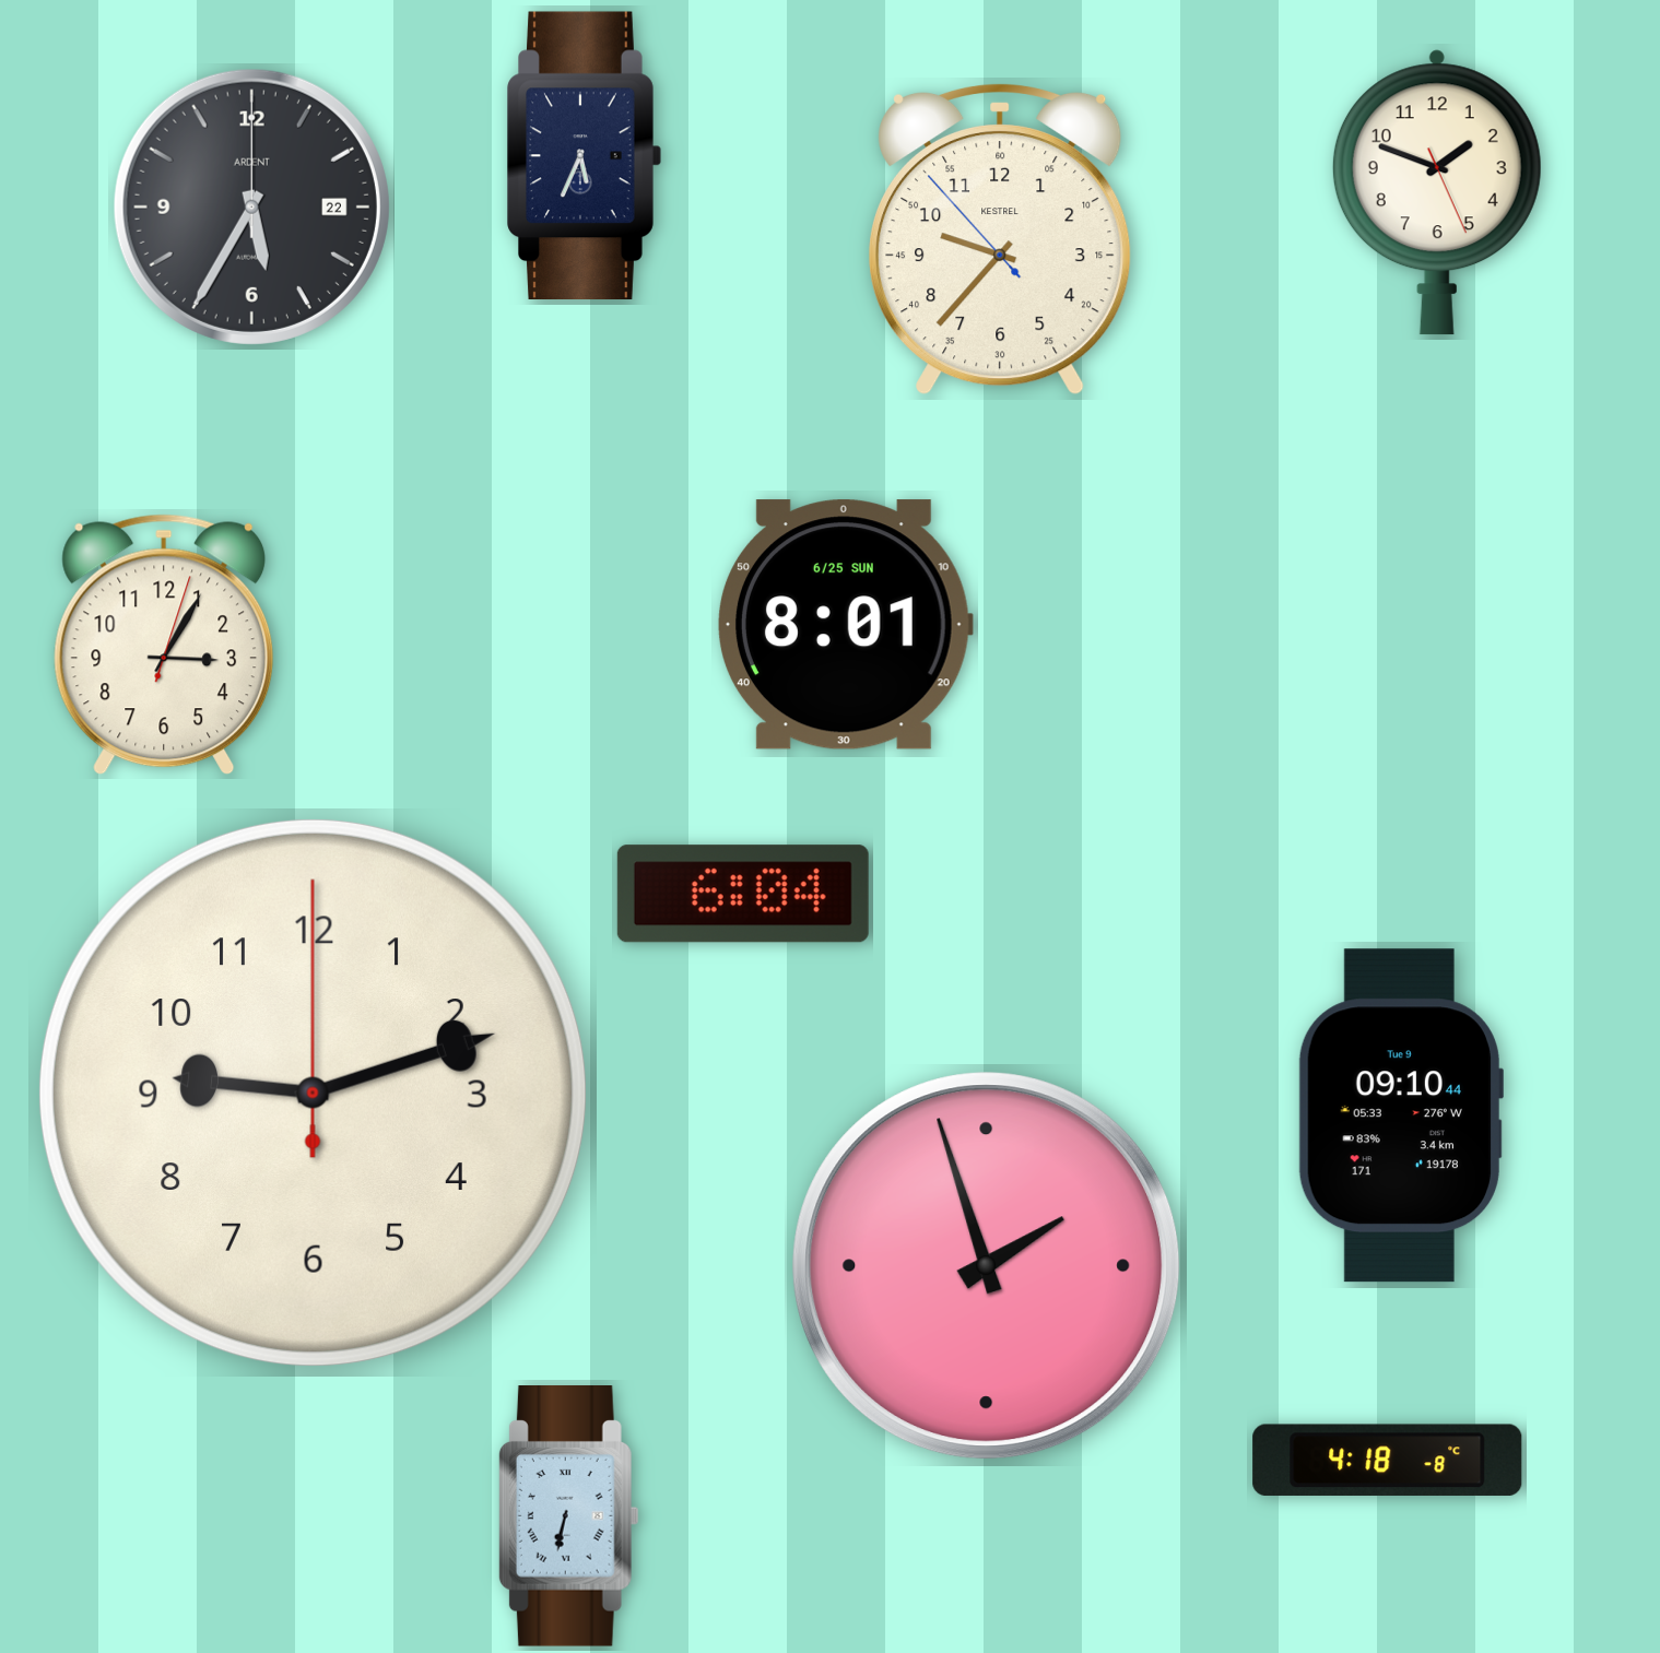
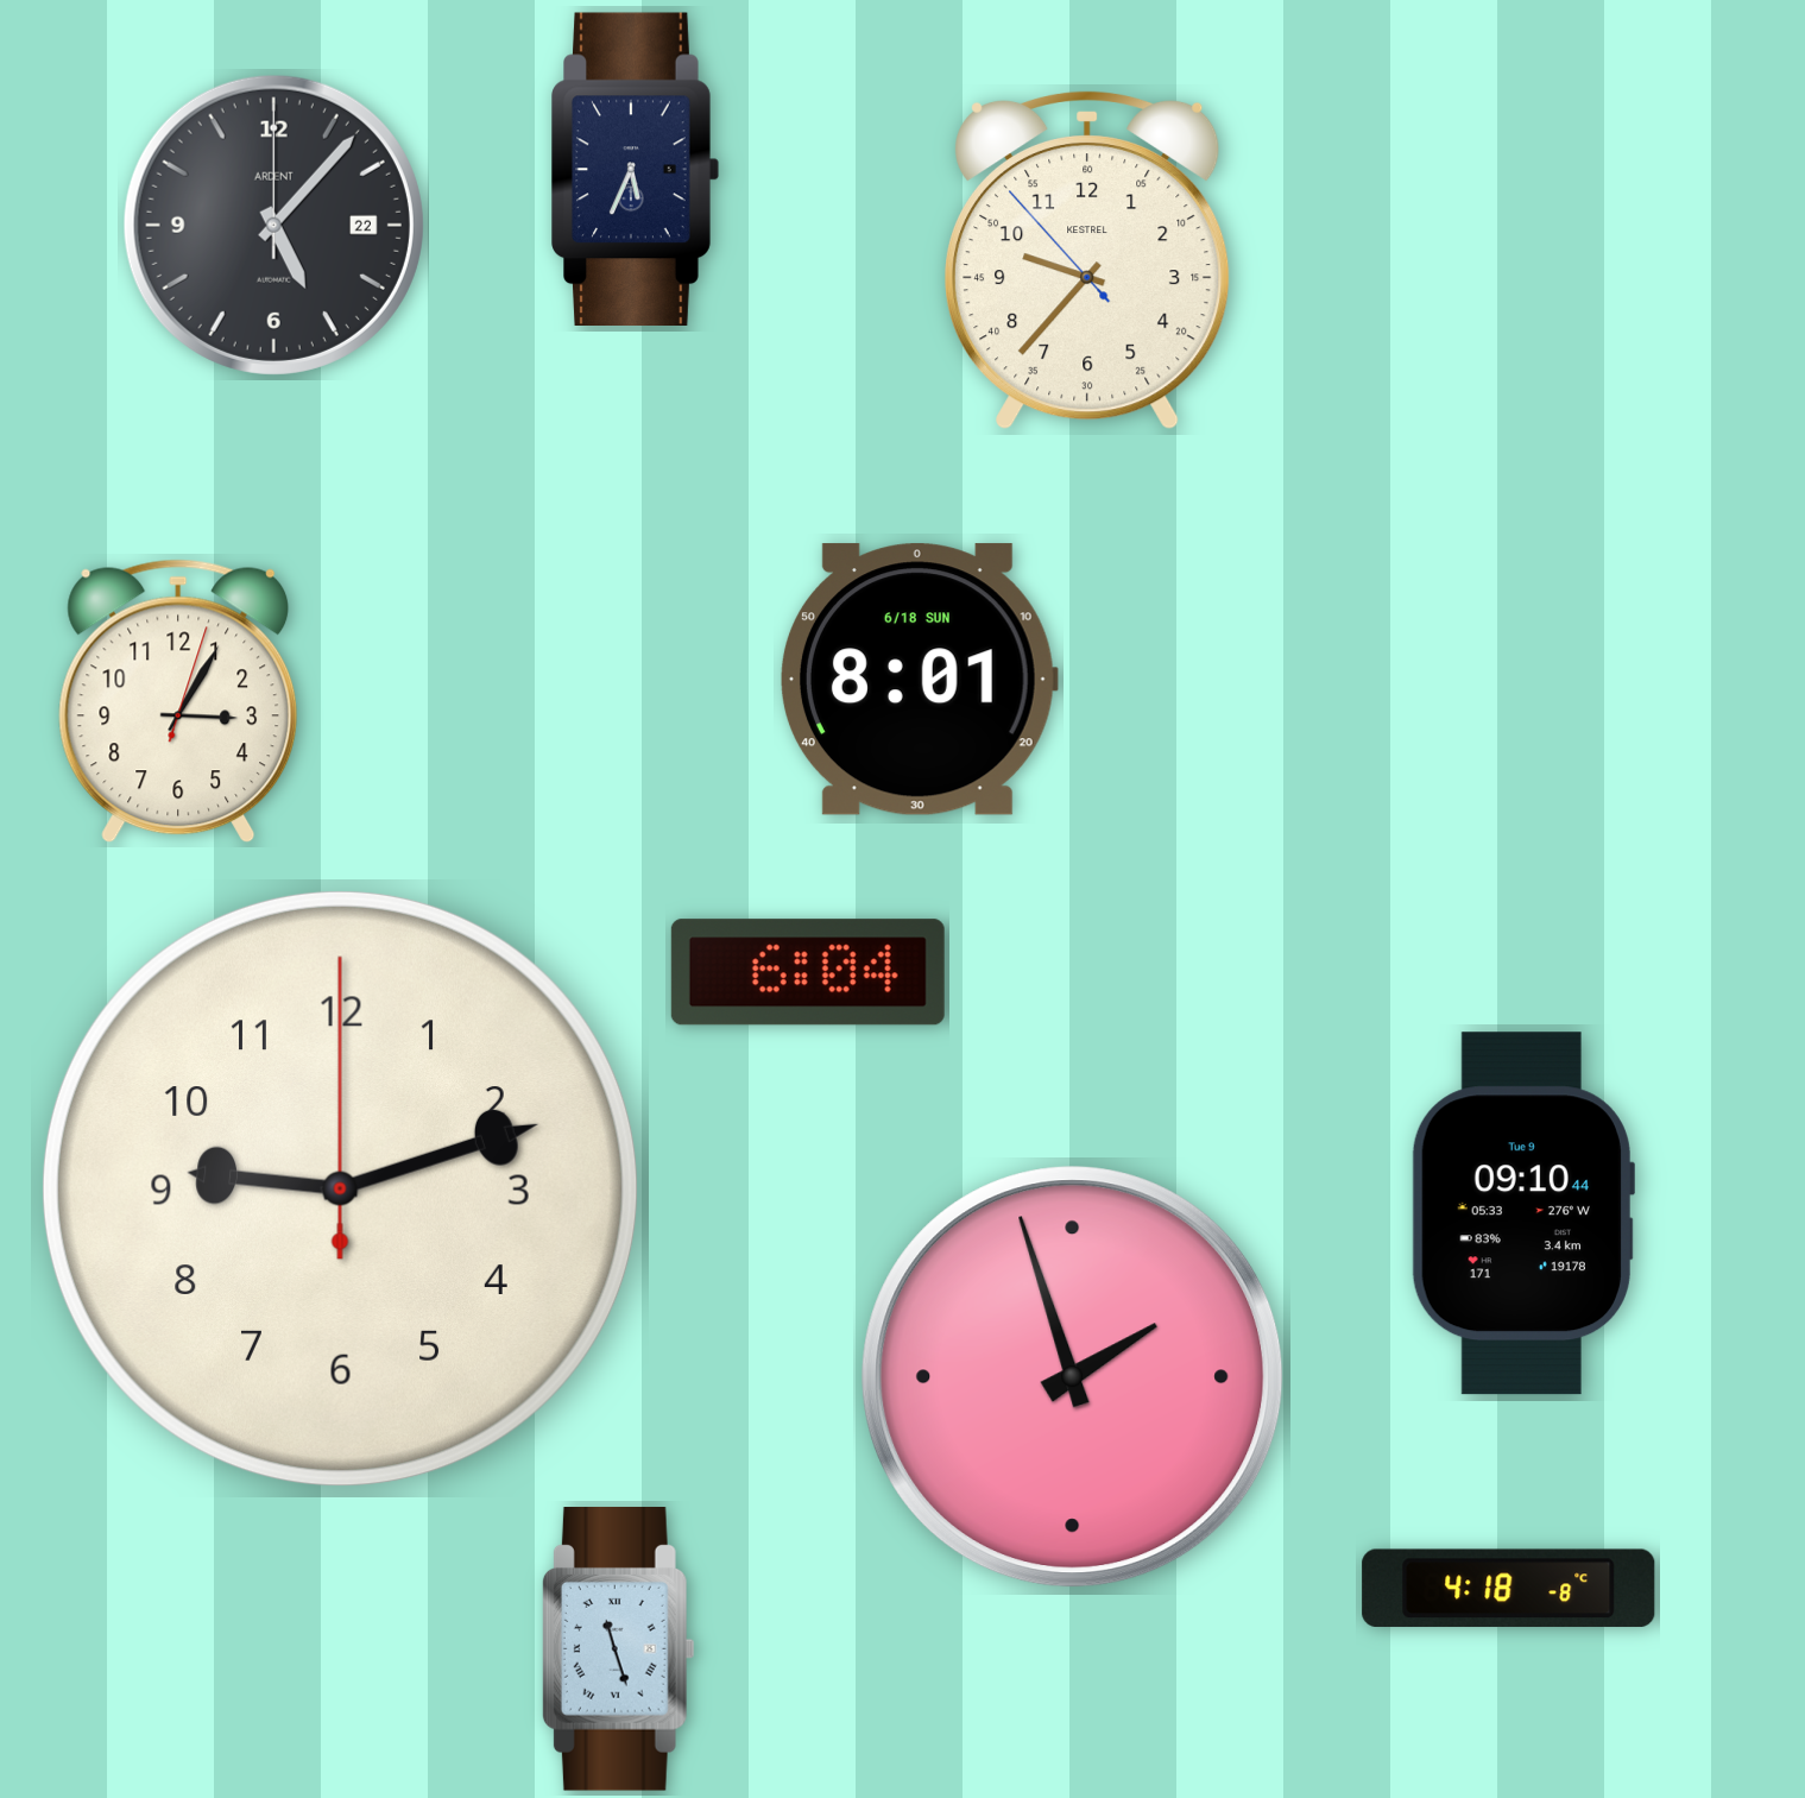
clock at (1437, 192): 1:48 -> none
clock at (251, 206): 5:35 -> 5:07
clock at (846, 625) date: 6/25 SUN -> 6/18 SUN
clock at (568, 1516): 6:32 -> 11:27
